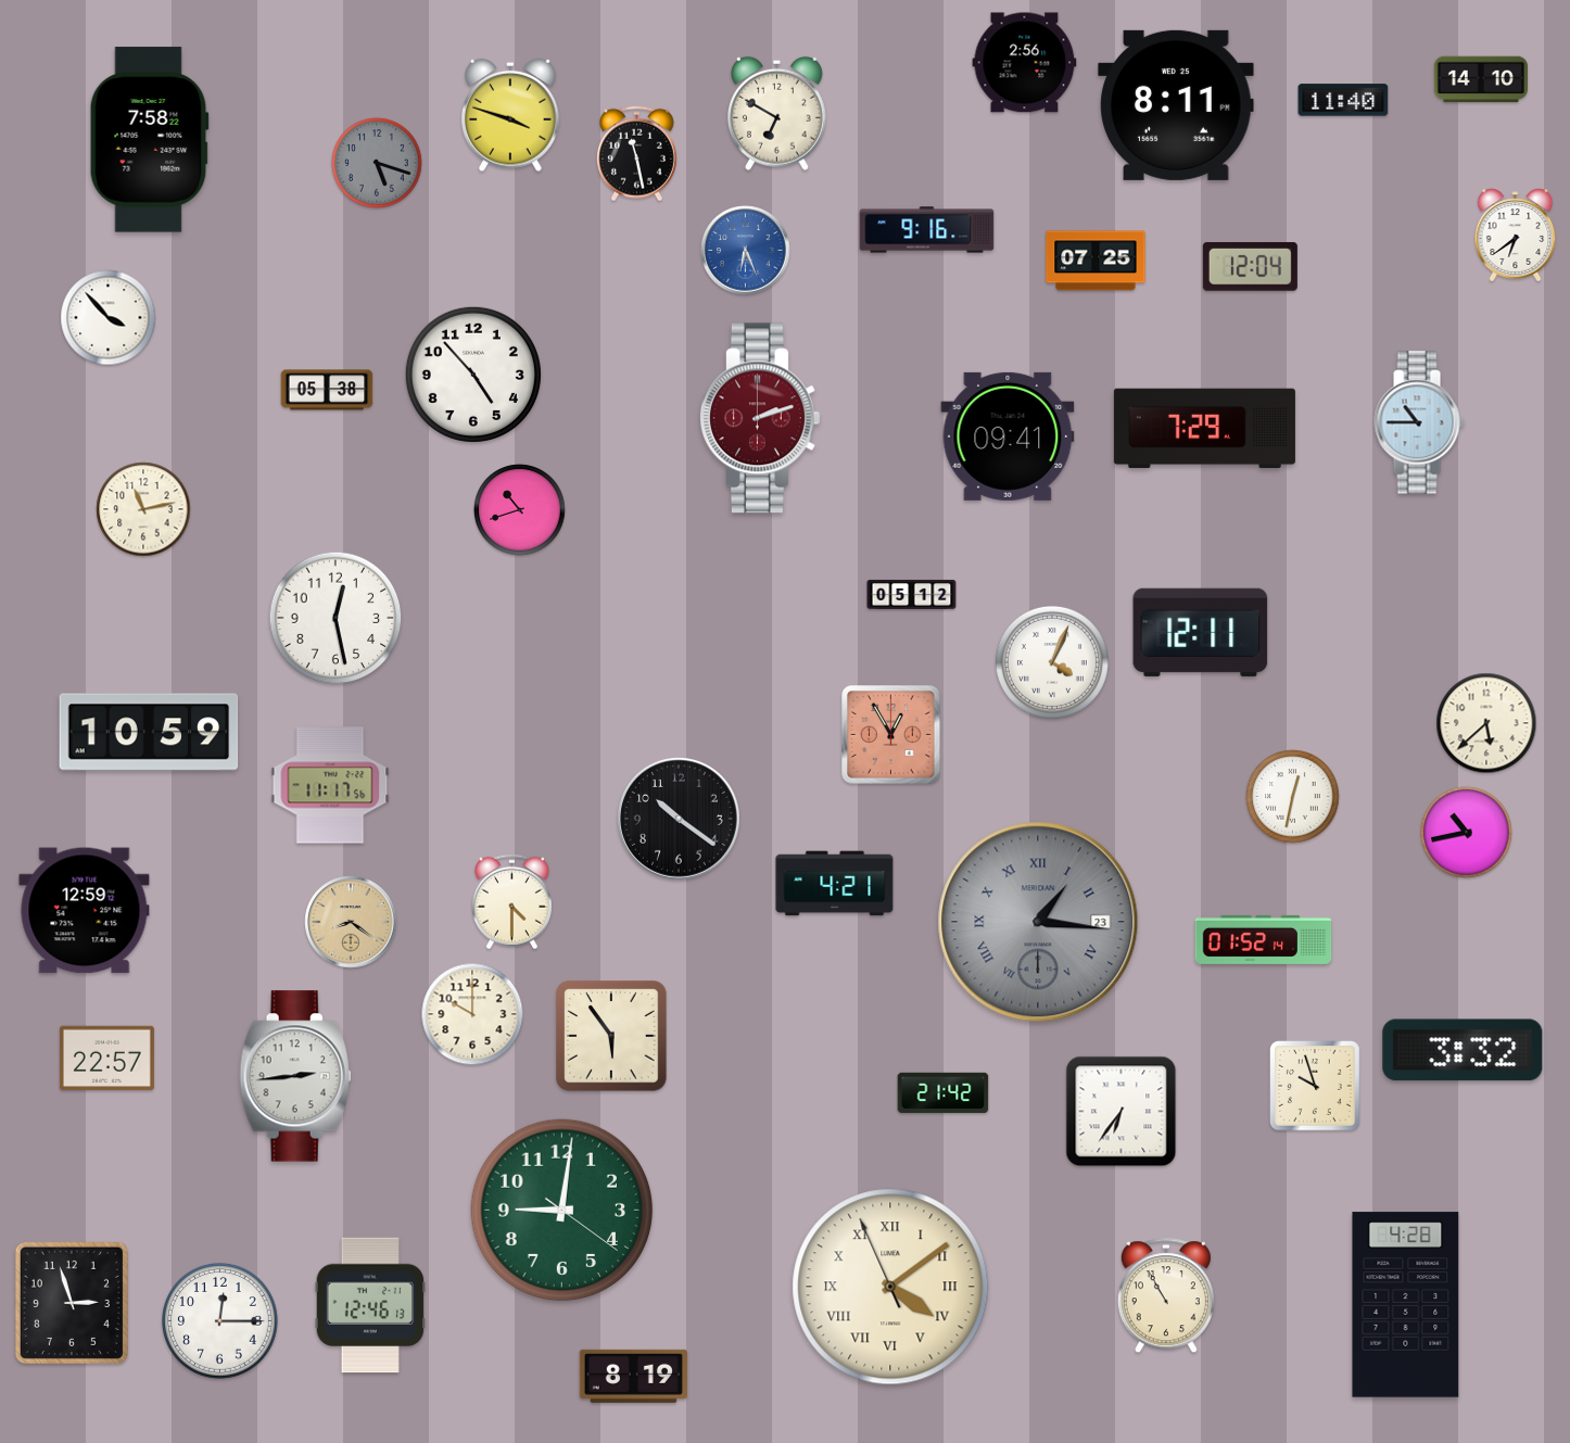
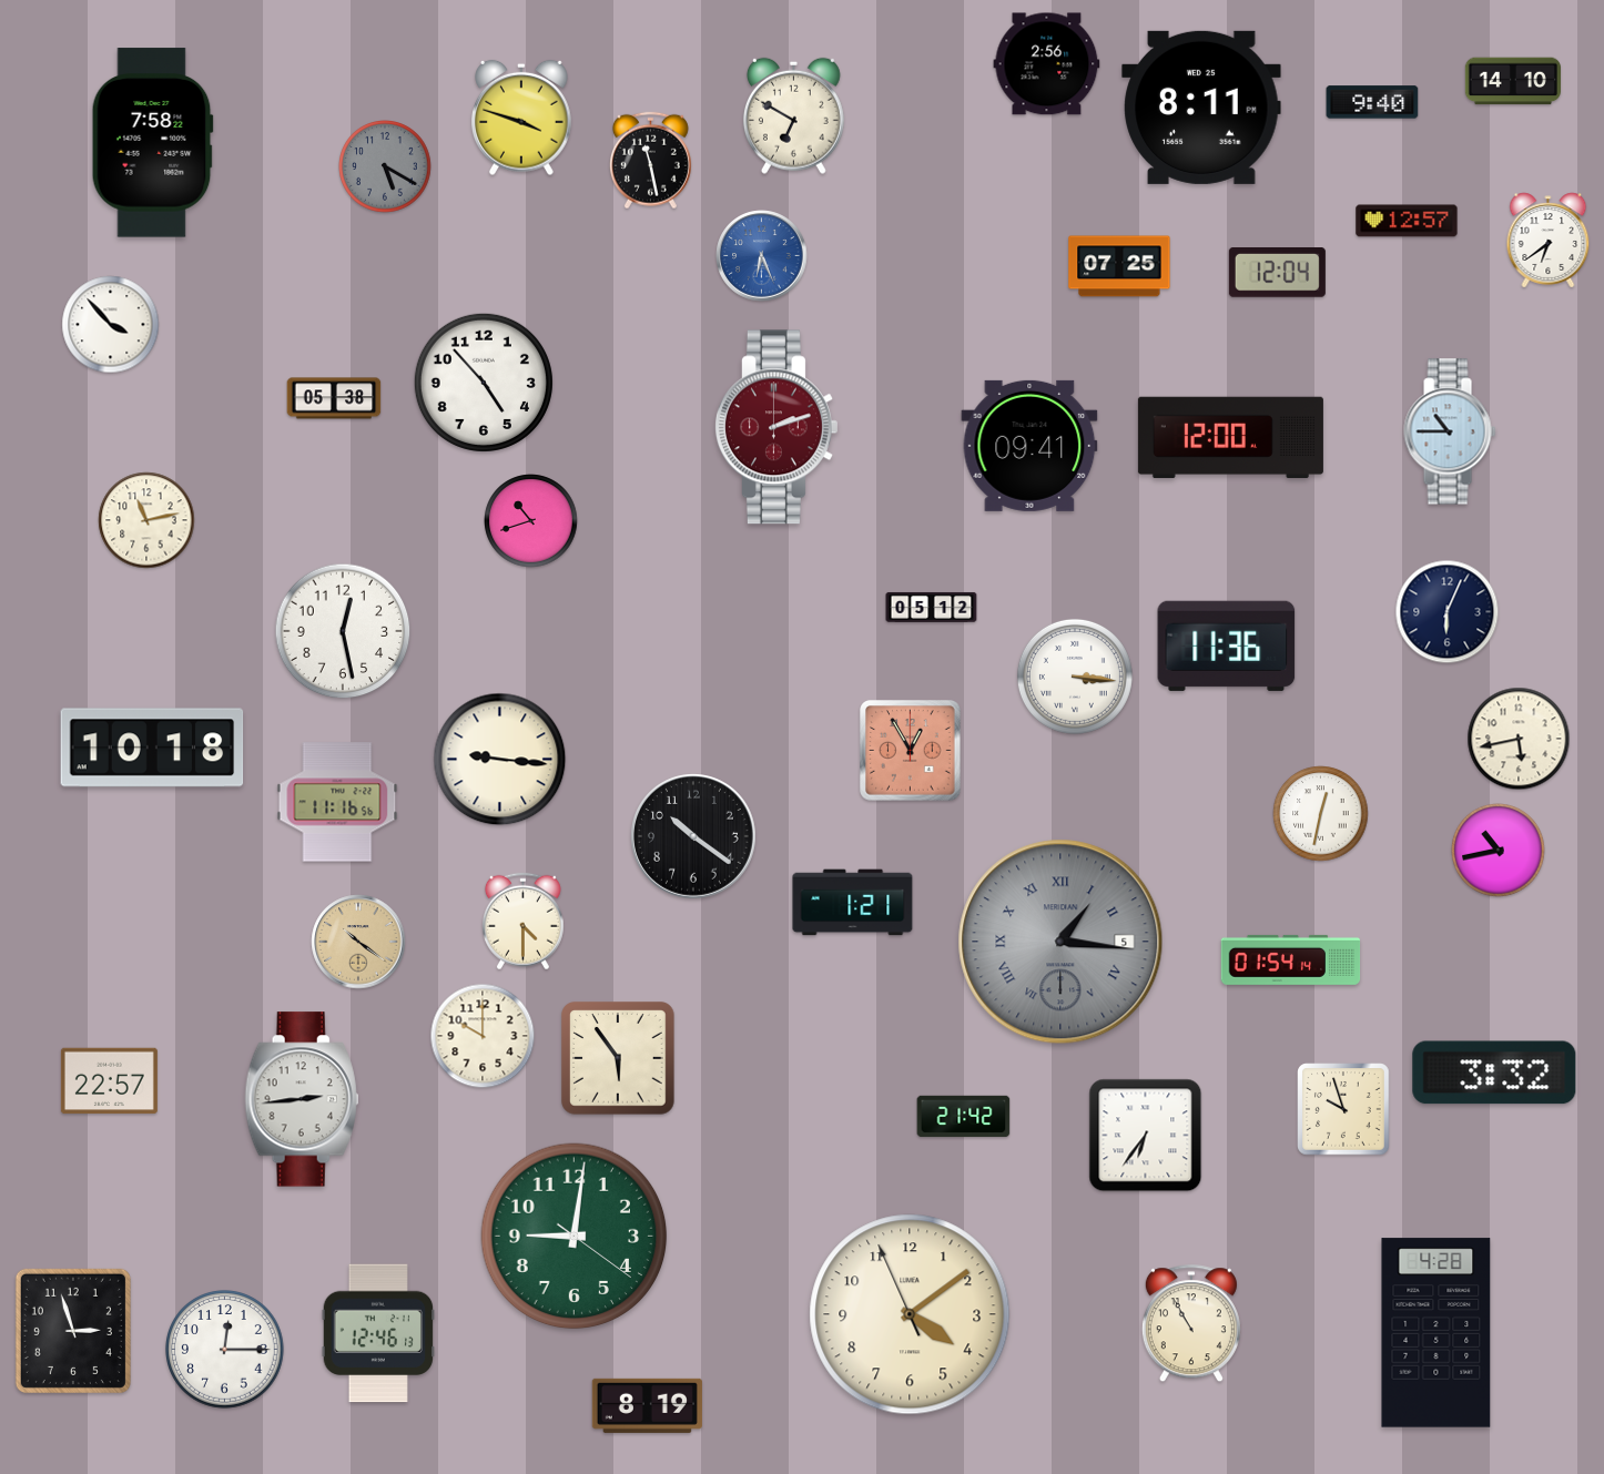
clock at (1343, 100): 11:40 -> 9:40
clock at (636, 154) position: (636, 154) -> (650, 161)
clock at (378, 164): 5:18 -> 5:20
clock at (1407, 221): none -> 12:57
clock at (927, 230): 9:16 -> none
clock at (1204, 429): 7:29 -> 12:00
clock at (1448, 612): none -> 6:04
clock at (1201, 632): 12:11 -> 11:36
clock at (1052, 662): 4:04 -> 3:16
clock at (1486, 723): 5:38 -> 5:43
clock at (149, 732): 10:59 -> 10:18
clock at (500, 760): none -> 9:16
clock at (330, 785): 11:17 -> 11:16
clock at (835, 884): 4:21 -> 1:21
clock at (85, 911): 12:59 -> none
clock at (351, 922): 8:21 -> 10:21
clock at (1038, 922) date: 23 -> 5
clock at (1264, 939): 01:52 -> 01:54
clock at (612, 1037) position: (612, 1037) -> (619, 1059)
clock at (890, 1287) numerals: Roman -> Arabic
